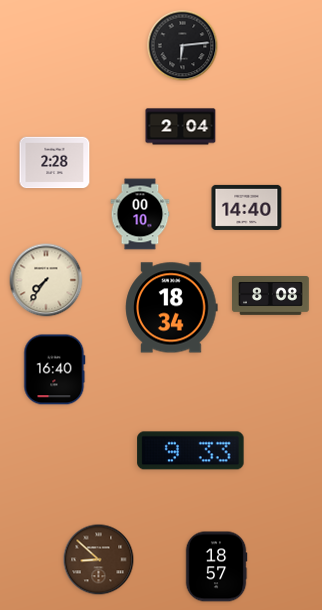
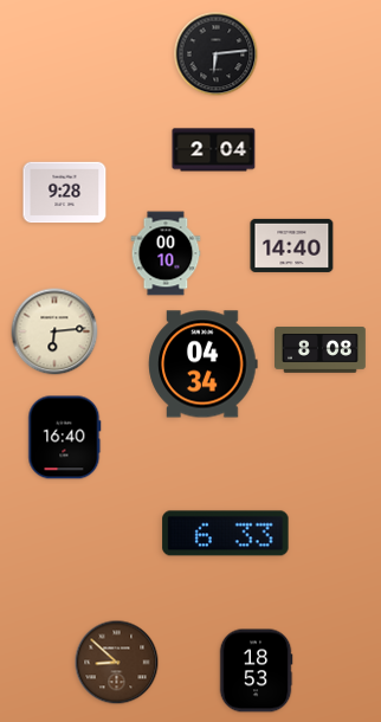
clock at (55, 163): 2:28 -> 9:28
clock at (46, 280): 7:36 -> 6:14
clock at (172, 308): 18:34 -> 04:34
clock at (191, 451): 9:33 -> 6:33
clock at (216, 567): 18:57 -> 18:53
